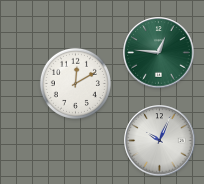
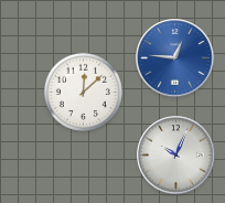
clock at (159, 53) dial: green -> blue
clock at (75, 83): 12:10 -> 12:08
